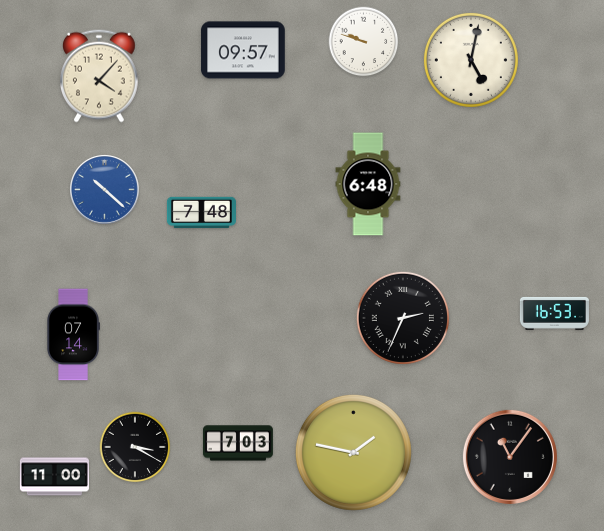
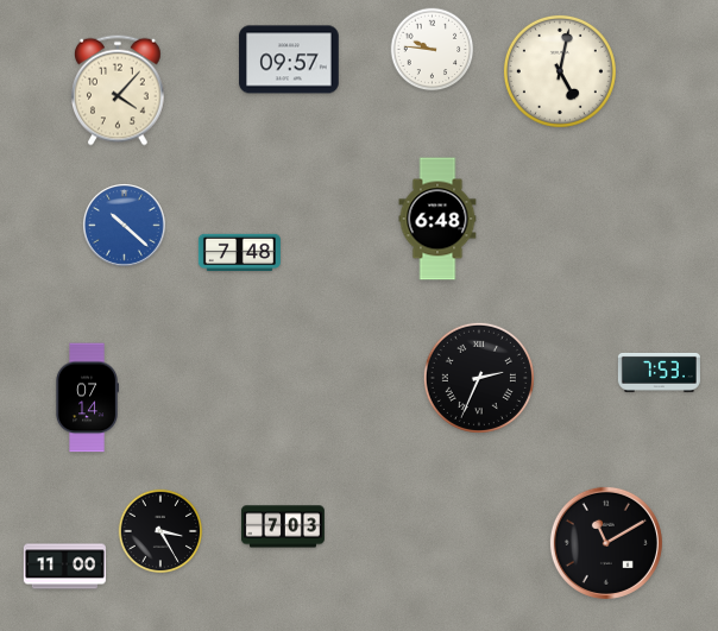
clock at (364, 42): 9:48 -> 9:46
clock at (554, 313): 16:53 -> 7:53
clock at (135, 447): 3:20 -> 3:25
clock at (353, 452): 1:47 -> none
clock at (510, 457): 11:06 -> 11:10
